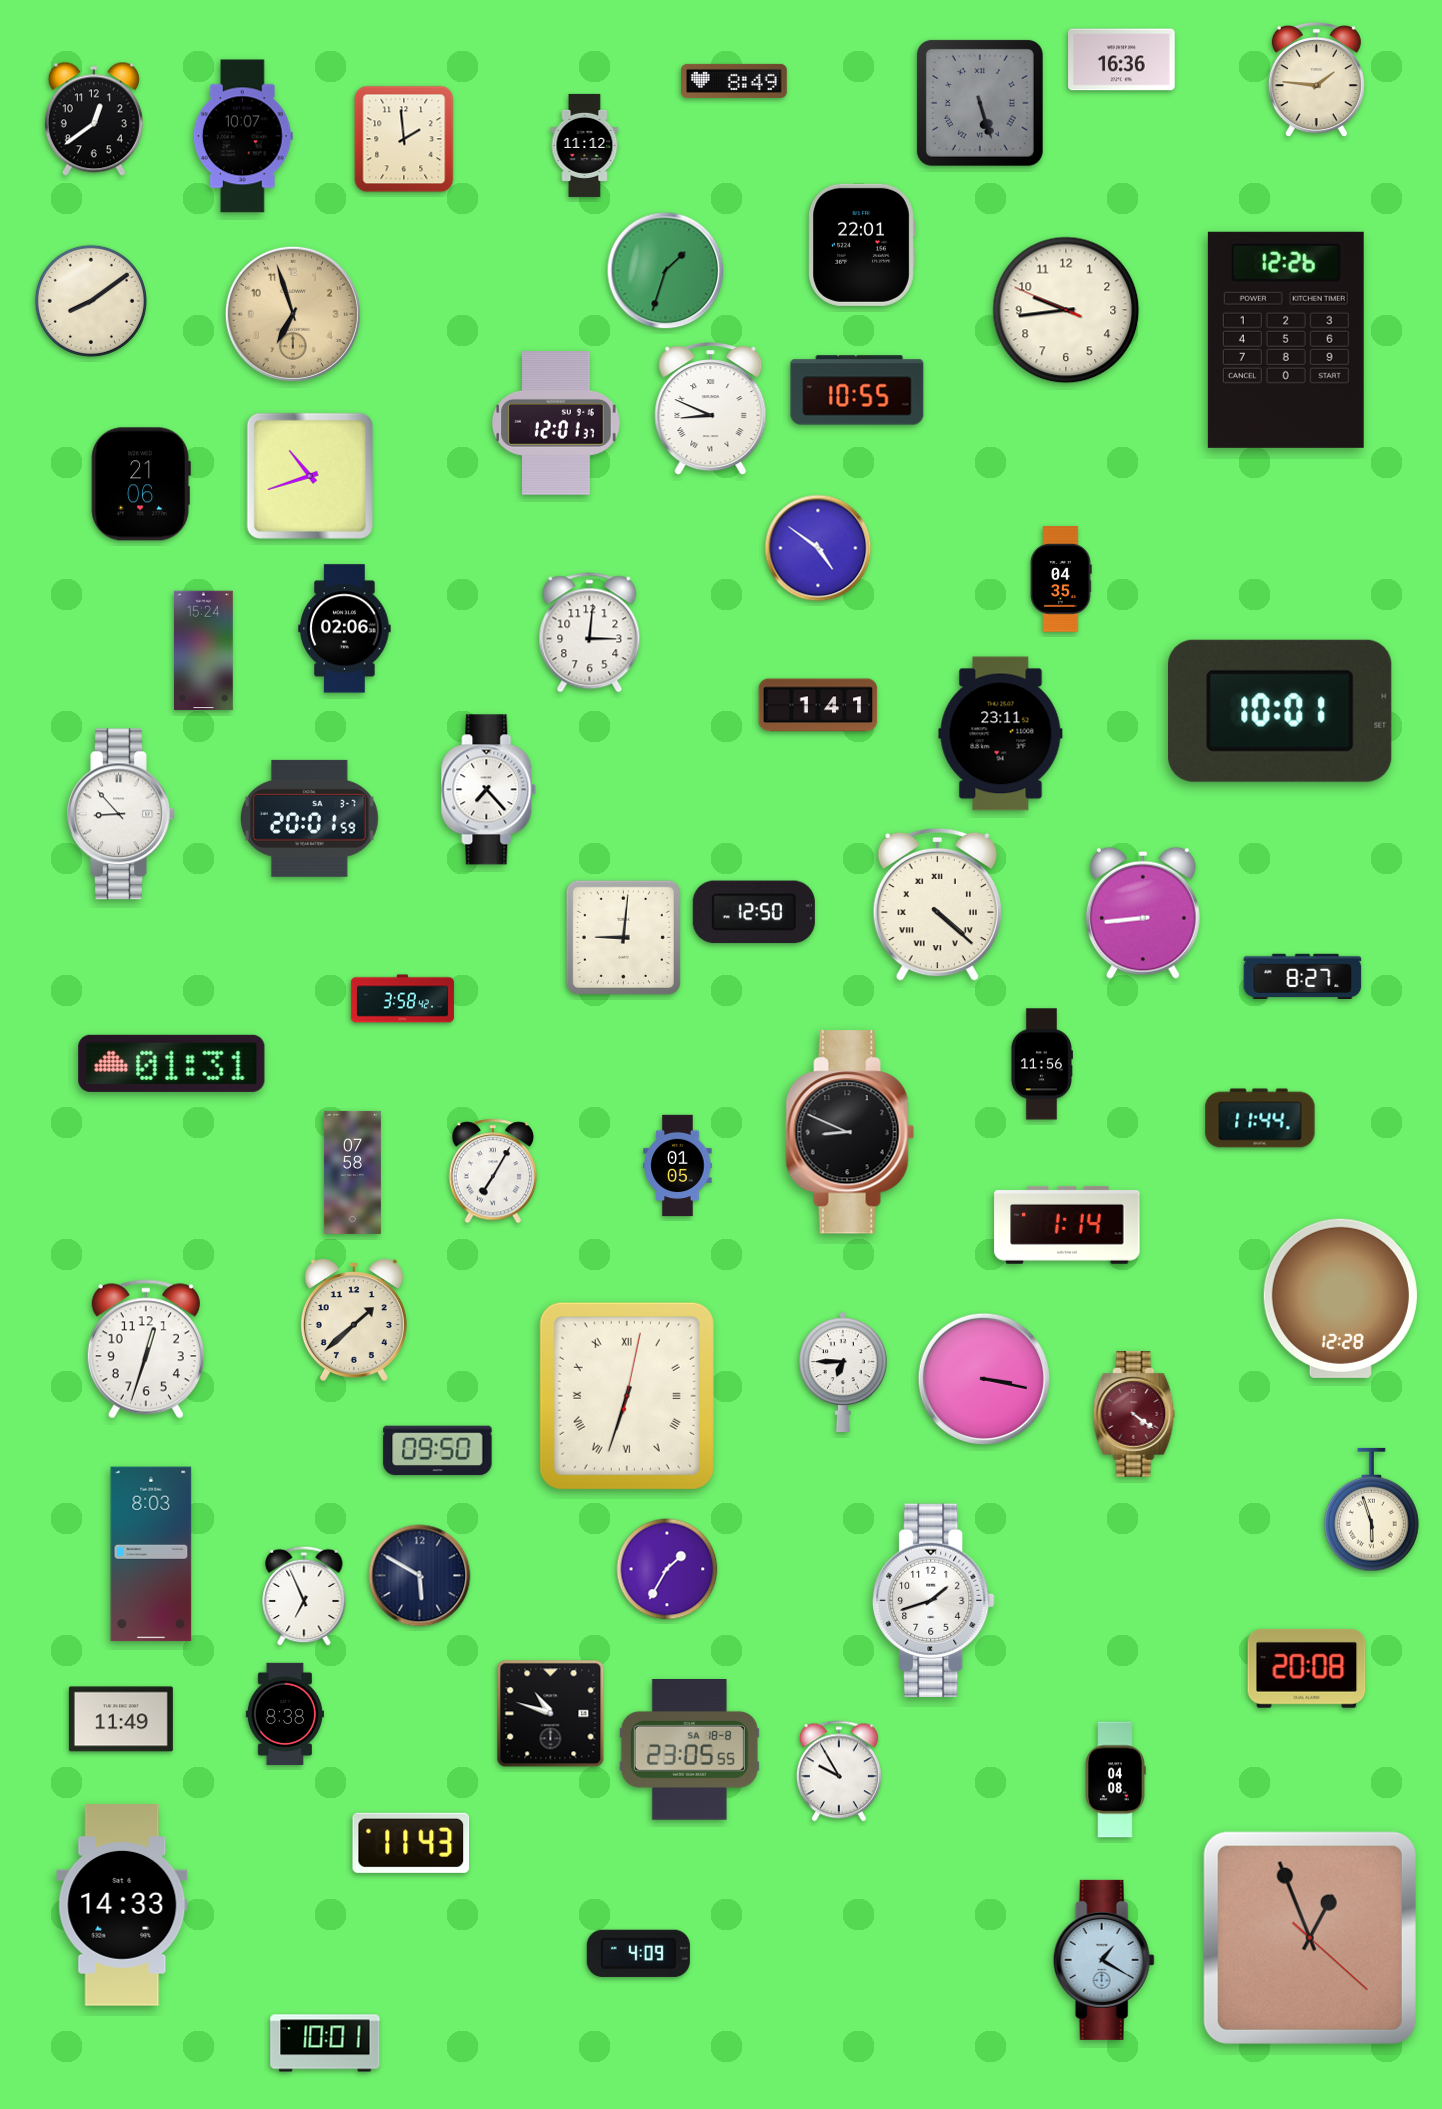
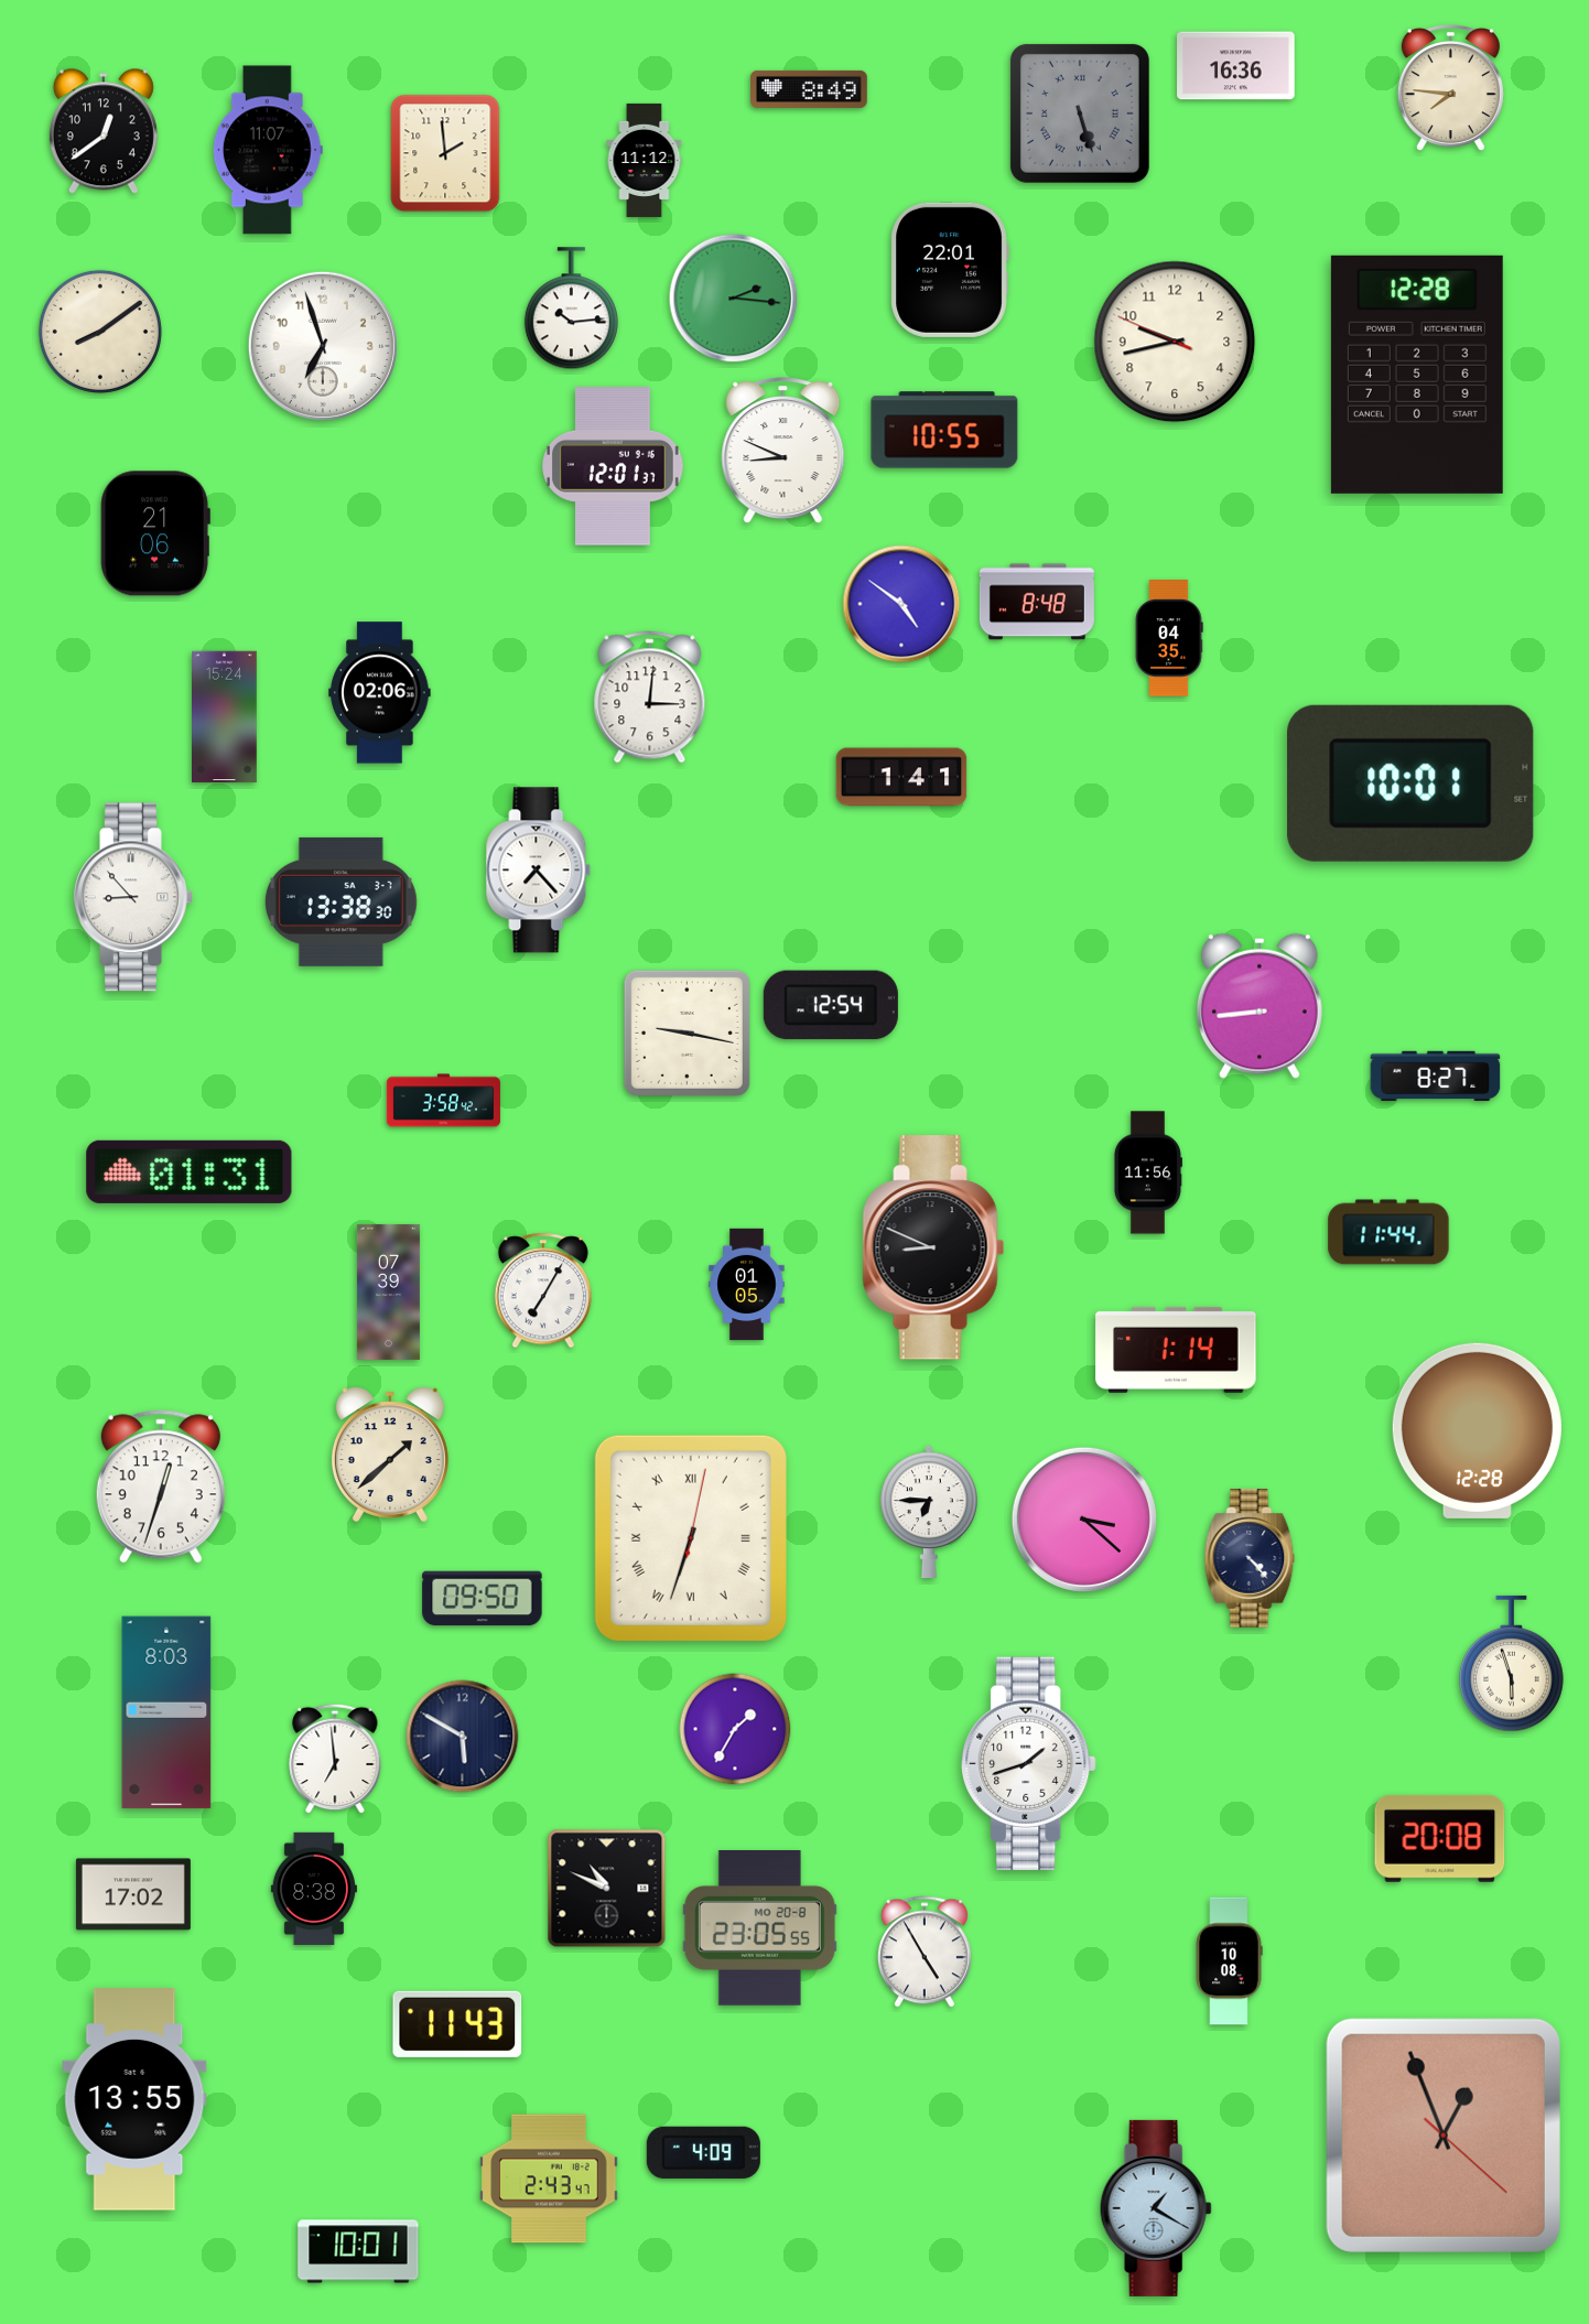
clock at (1316, 81): 1:46 -> 7:46
clock at (243, 136): 10:07 -> 11:07
clock at (666, 271): 1:33 -> 2:16
clock at (571, 309): none -> 10:14
clock at (1066, 310): 9:43 -> 9:42
clock at (293, 314) dial: champagne -> white
clock at (1286, 340): 12:26 -> 12:28
clock at (310, 476): 10:42 -> none
clock at (1037, 602): none -> 8:48
clock at (1001, 734): 23:11 -> none
clock at (309, 818): 20:01 -> 13:38
clock at (937, 905): 4:22 -> none
clock at (754, 912): 12:50 -> 12:54
clock at (623, 937): 9:01 -> 9:17
clock at (850, 1132) position: (850, 1132) -> (933, 1247)
clock at (352, 1172): 07:58 -> 07:39
clock at (984, 1379): 3:17 -> 3:22
clock at (1134, 1414): 4:21 -> 4:23
clock at (1134, 1414) dial: burgundy -> navy
clock at (304, 1596): 6:56 -> 6:59
clock at (551, 1714): 10:48 -> 10:49
clock at (121, 1719): 11:49 -> 17:02
clock at (689, 1750) date: SA 18-8 -> MO 20-8
clock at (839, 1771): 9:55 -> 4:55
clock at (1115, 1780): 04:08 -> 10:08
clock at (411, 1843) position: (411, 1843) -> (457, 2024)
clock at (122, 1905): 14:33 -> 13:55
clock at (1104, 1960) position: (1104, 1960) -> (1156, 2208)
clock at (549, 2179): none -> 2:43
